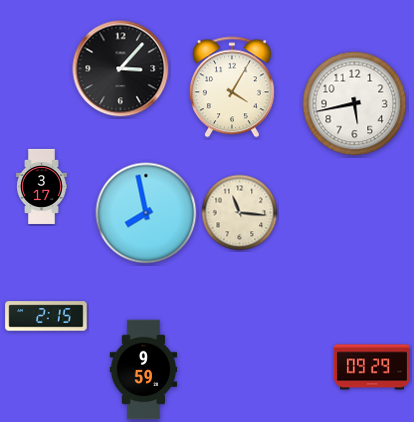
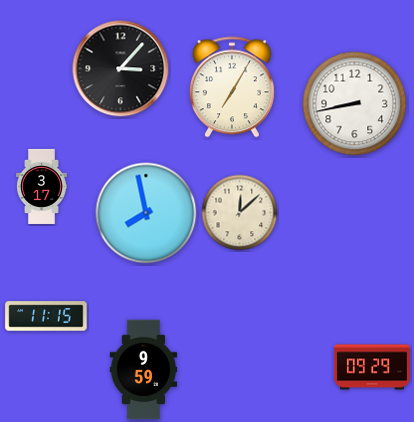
clock at (232, 87): 4:05 -> 7:05
clock at (355, 104): 5:43 -> 8:43
clock at (240, 213): 11:16 -> 12:08
clock at (46, 316): 2:15 -> 11:15
